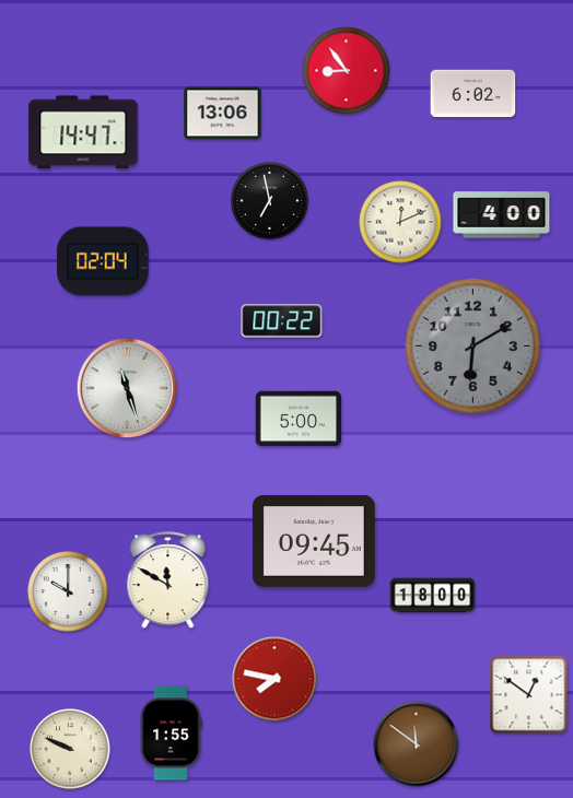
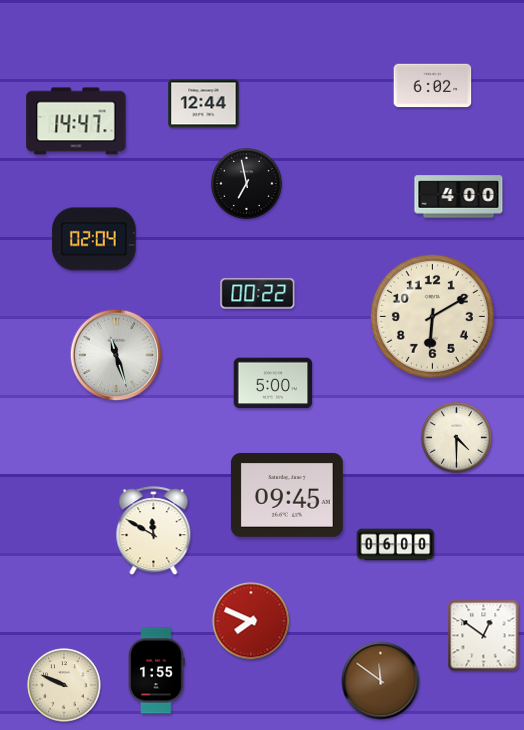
clock at (347, 71): 8:54 -> none
clock at (223, 114): 13:06 -> 12:44
clock at (400, 222): 12:11 -> none
clock at (472, 345) dial: grey -> cream
clock at (457, 438): none -> 4:30
clock at (68, 591): 10:00 -> none
clock at (433, 596): 18:00 -> 06:00
clock at (274, 679): 7:47 -> 7:49
